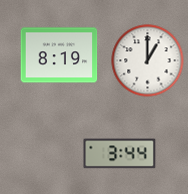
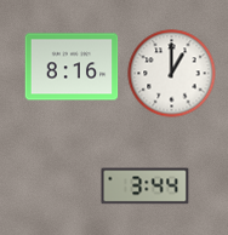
clock at (59, 55): 8:19 -> 8:16
clock at (148, 61) position: (148, 61) -> (172, 74)
